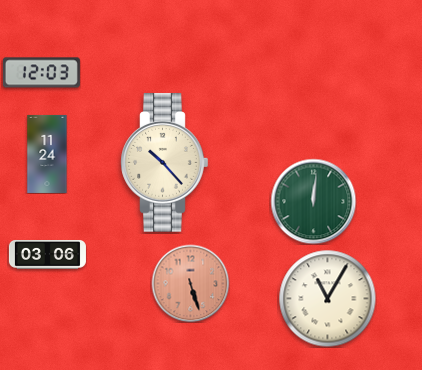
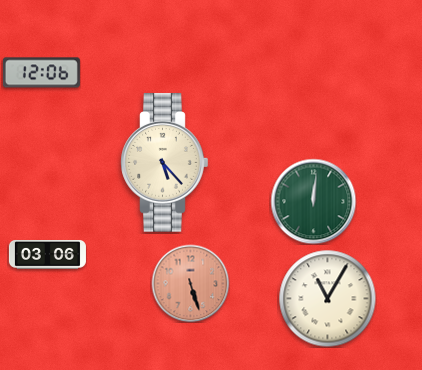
clock at (41, 73): 12:03 -> 12:06
clock at (47, 154): 11:24 -> none
clock at (165, 163): 10:23 -> 5:23
